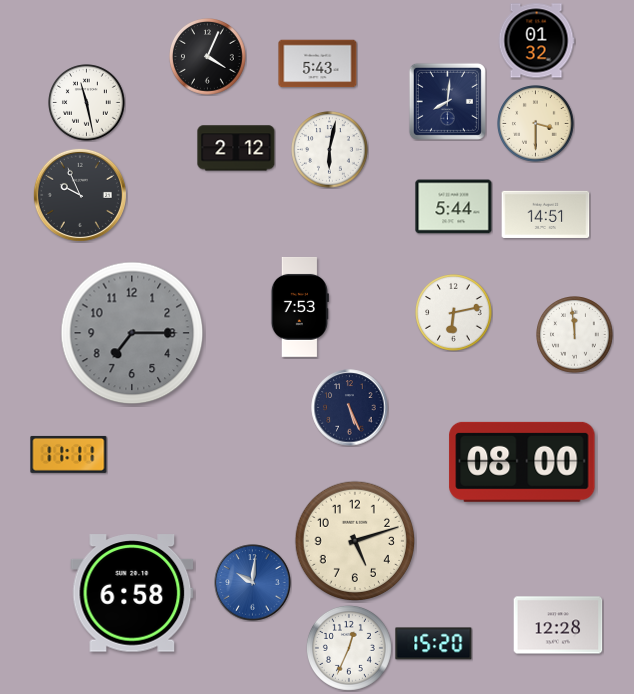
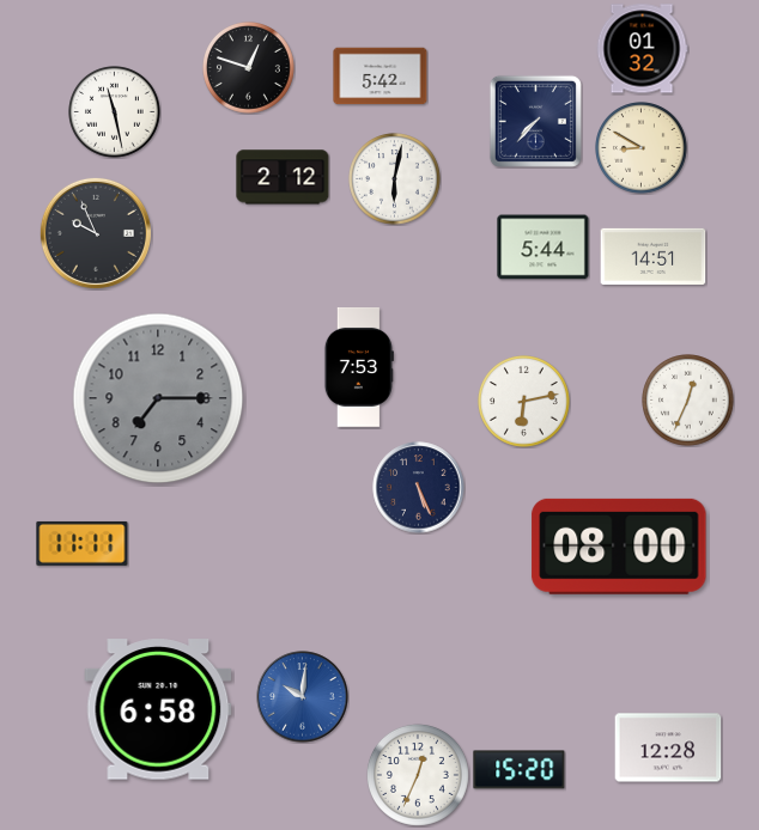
clock at (208, 57): 4:04 -> 12:48
clock at (318, 64): 5:43 -> 5:42
clock at (447, 101): 8:01 -> 7:37
clock at (87, 103) position: (87, 103) -> (115, 112)
clock at (536, 124): 3:30 -> 8:50
clock at (454, 313) position: (454, 313) -> (524, 402)
clock at (575, 335): 11:59 -> 12:34
clock at (522, 462) position: (522, 462) -> (619, 547)
clock at (354, 540): 5:12 -> none
